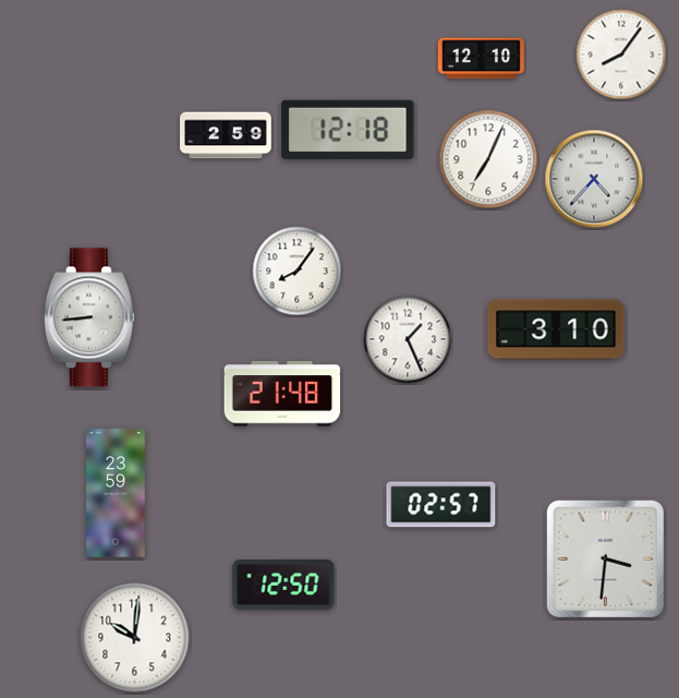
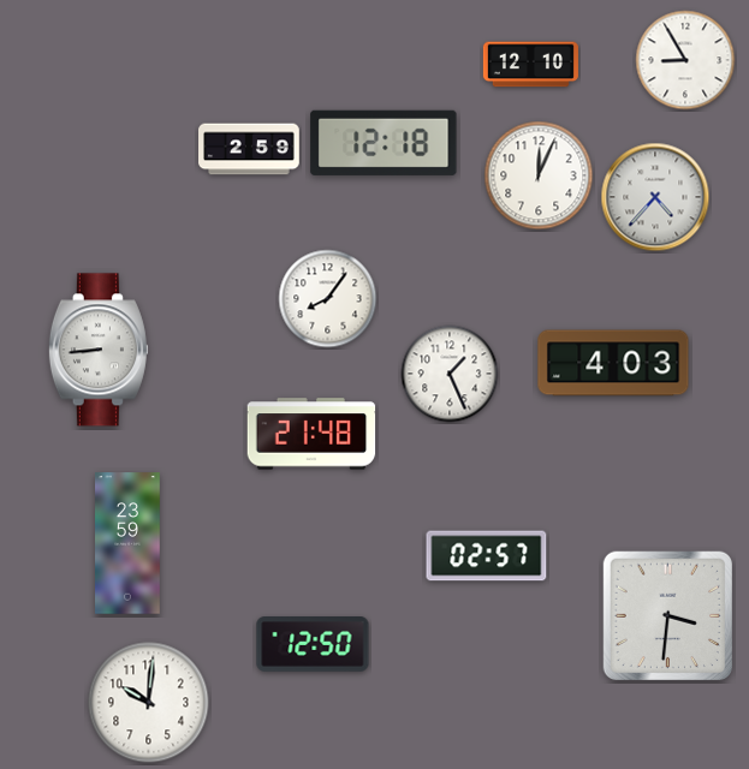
clock at (621, 55): 8:06 -> 8:55
clock at (488, 159): 7:04 -> 12:04
clock at (556, 329): 3:10 -> 4:03
